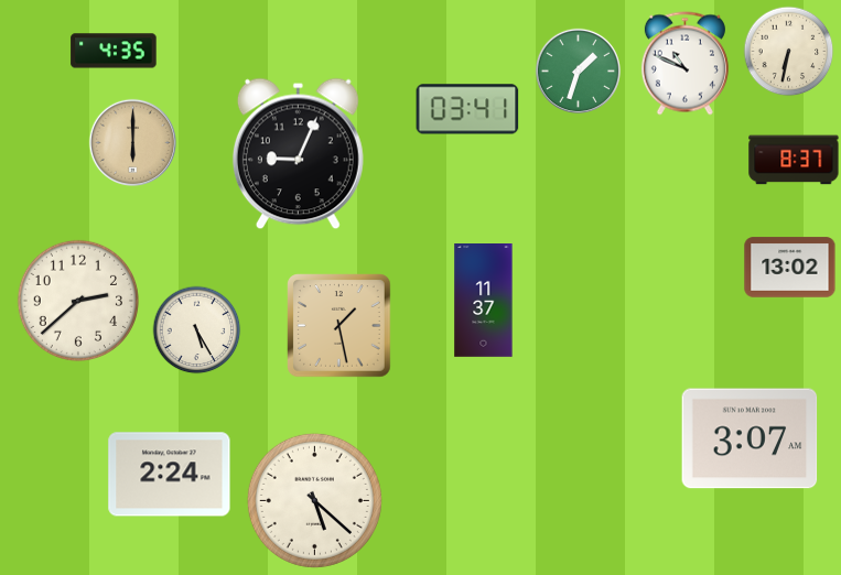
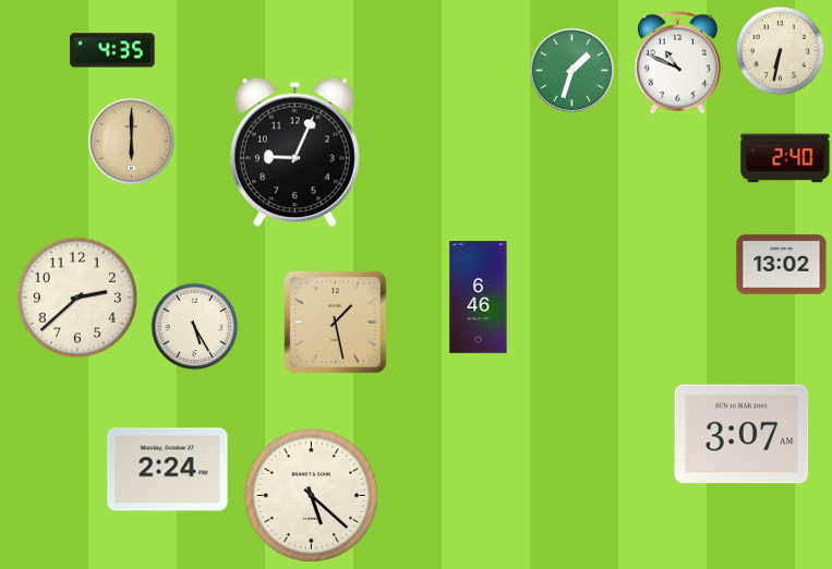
clock at (467, 109): 03:41 -> none
clock at (794, 160): 8:37 -> 2:40
clock at (484, 301): 11:37 -> 6:46
